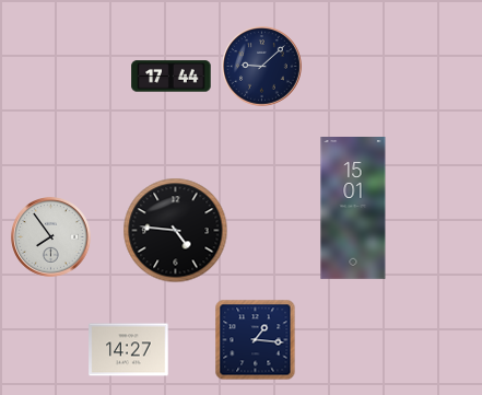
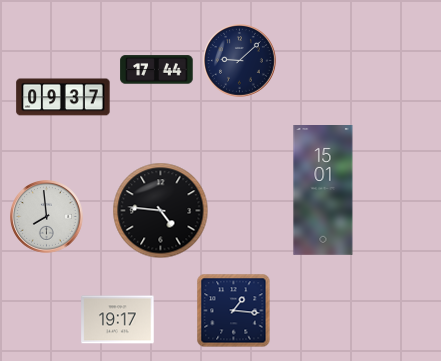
clock at (63, 97): none -> 09:37
clock at (51, 237): 7:54 -> 7:59
clock at (129, 350): 14:27 -> 19:17
